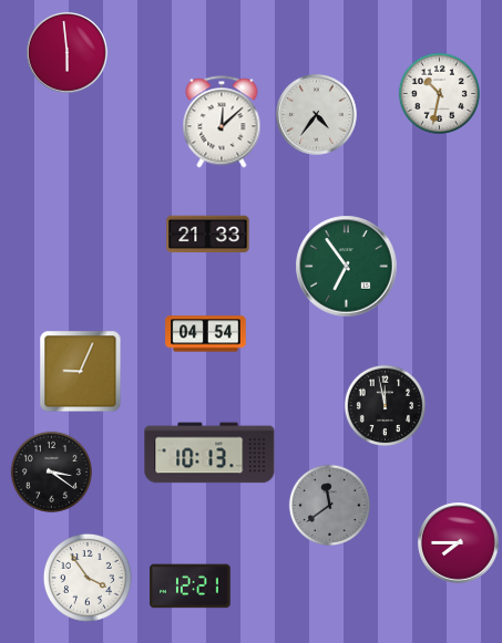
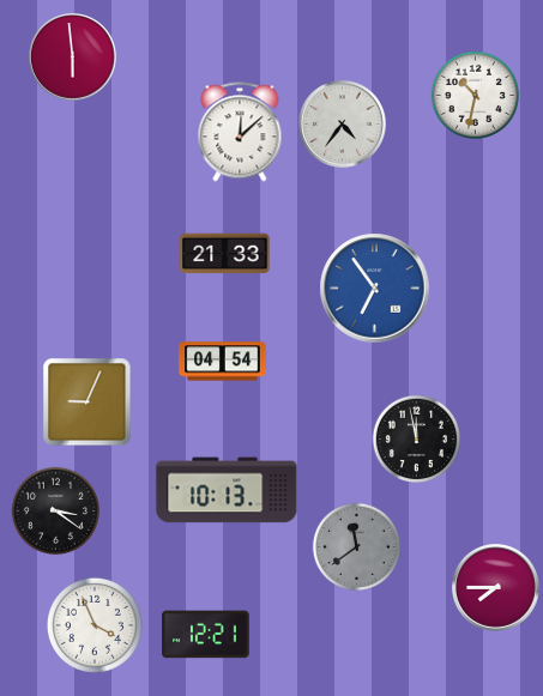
clock at (439, 93) position: (439, 93) -> (475, 95)
clock at (347, 267) dial: green -> blue
clock at (88, 578): 3:54 -> 3:56
